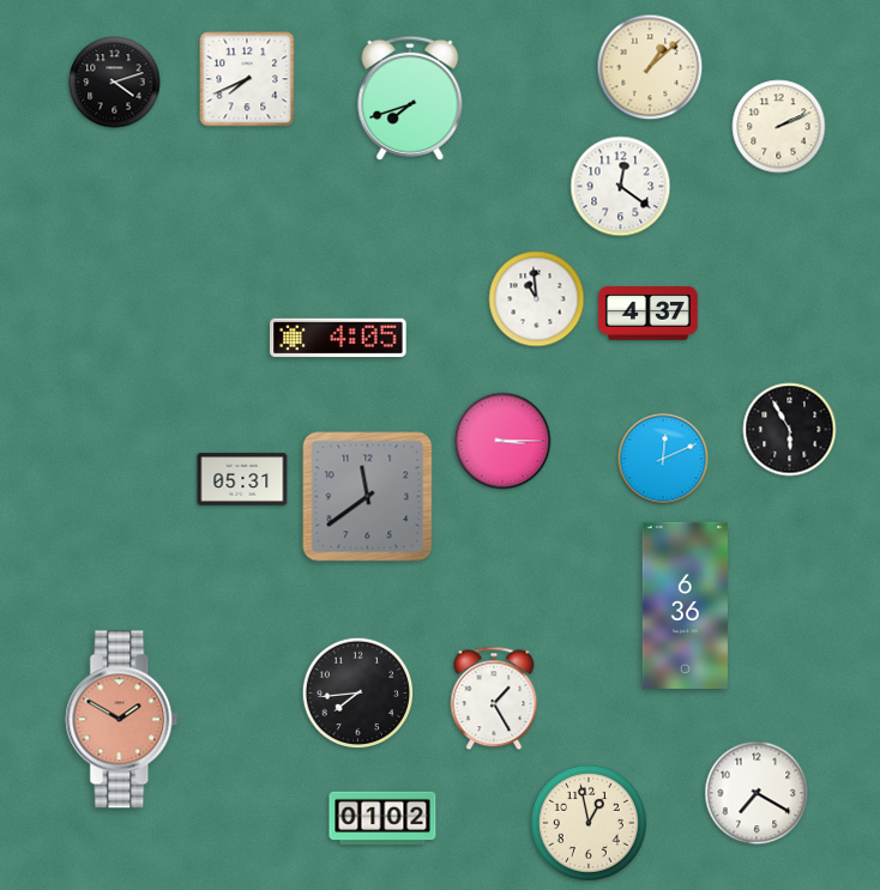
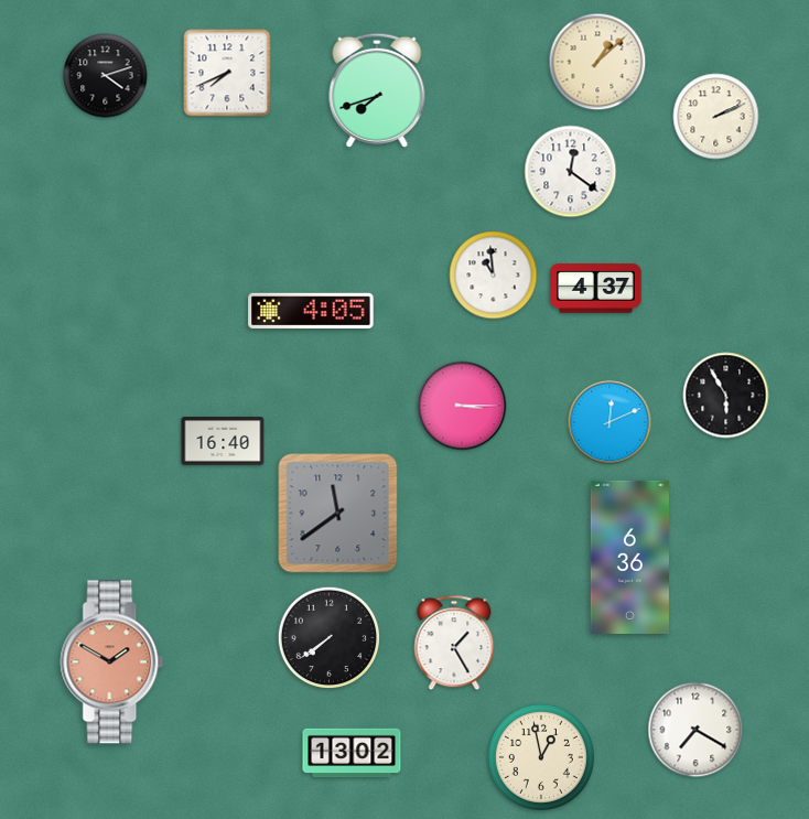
clock at (242, 479): 05:31 -> 16:40
clock at (368, 497) position: (368, 497) -> (338, 514)
clock at (358, 694): 7:44 -> 7:39
clock at (382, 818): 01:02 -> 13:02
